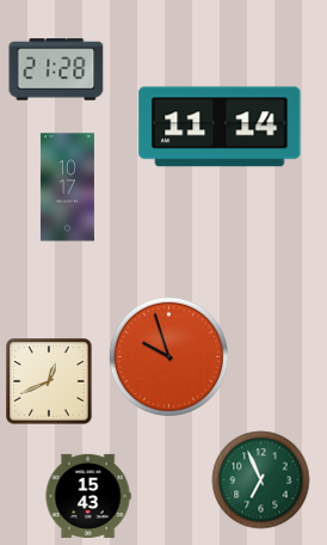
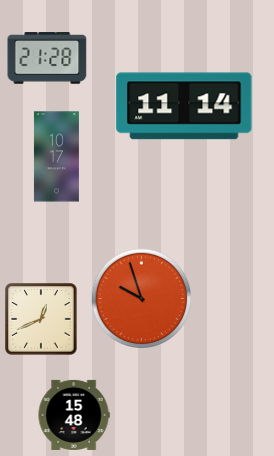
clock at (261, 480): 6:56 -> none
clock at (88, 496): 15:43 -> 15:48
